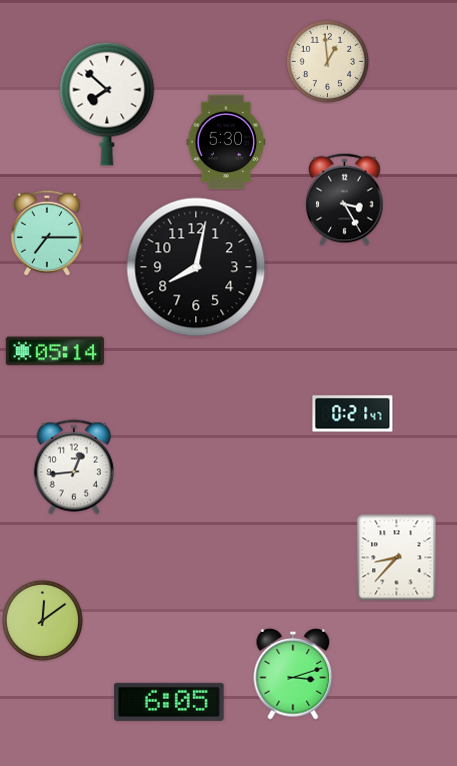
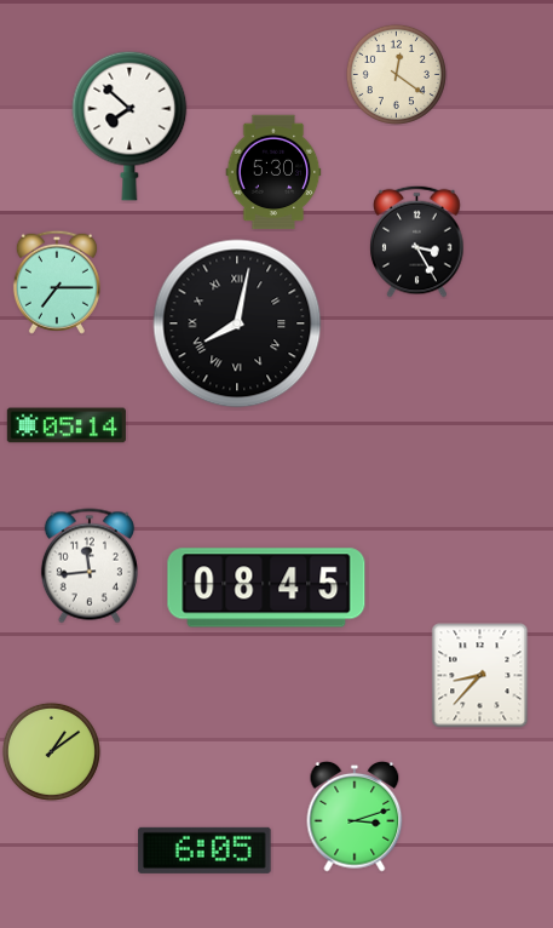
clock at (327, 61): 12:59 -> 12:21
clock at (196, 267) numerals: Arabic -> Roman
clock at (353, 414): 0:21 -> none
clock at (74, 467): 12:44 -> 11:44
clock at (266, 588): none -> 08:45
clock at (42, 620): 12:09 -> 1:09
